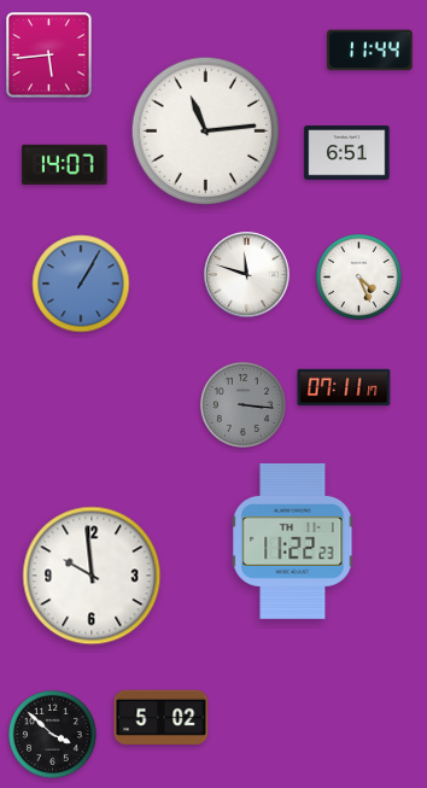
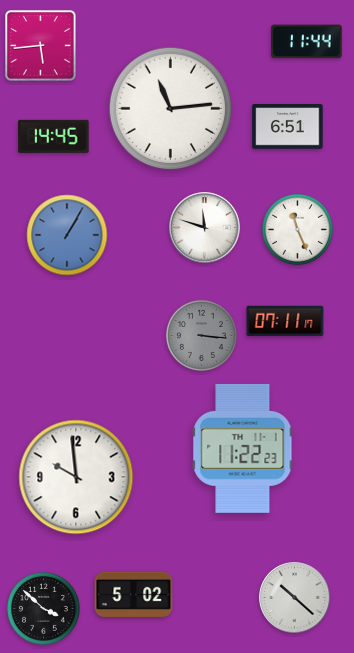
clock at (65, 164): 14:07 -> 14:45
clock at (358, 276): 4:26 -> 11:26
clock at (295, 598): none -> 10:22
